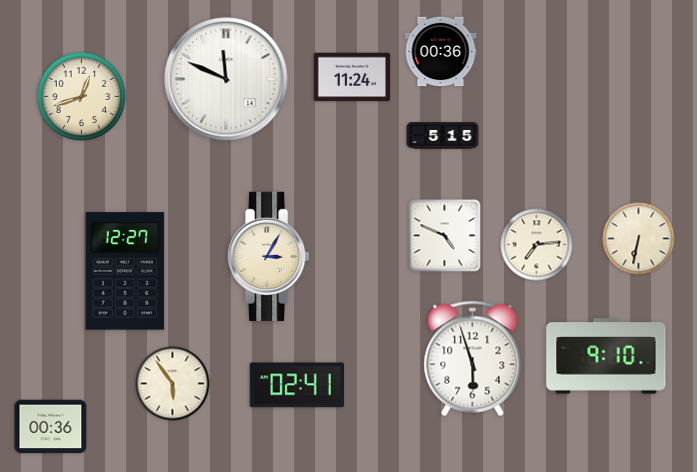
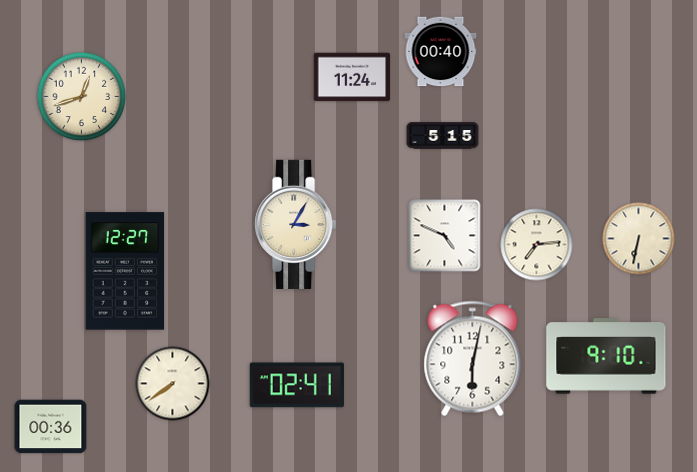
clock at (441, 52): 00:36 -> 00:40
clock at (226, 79): 11:49 -> none
clock at (269, 256) position: (269, 256) -> (296, 224)
clock at (473, 359): 5:57 -> 6:02
clock at (173, 384): 5:54 -> 7:39
